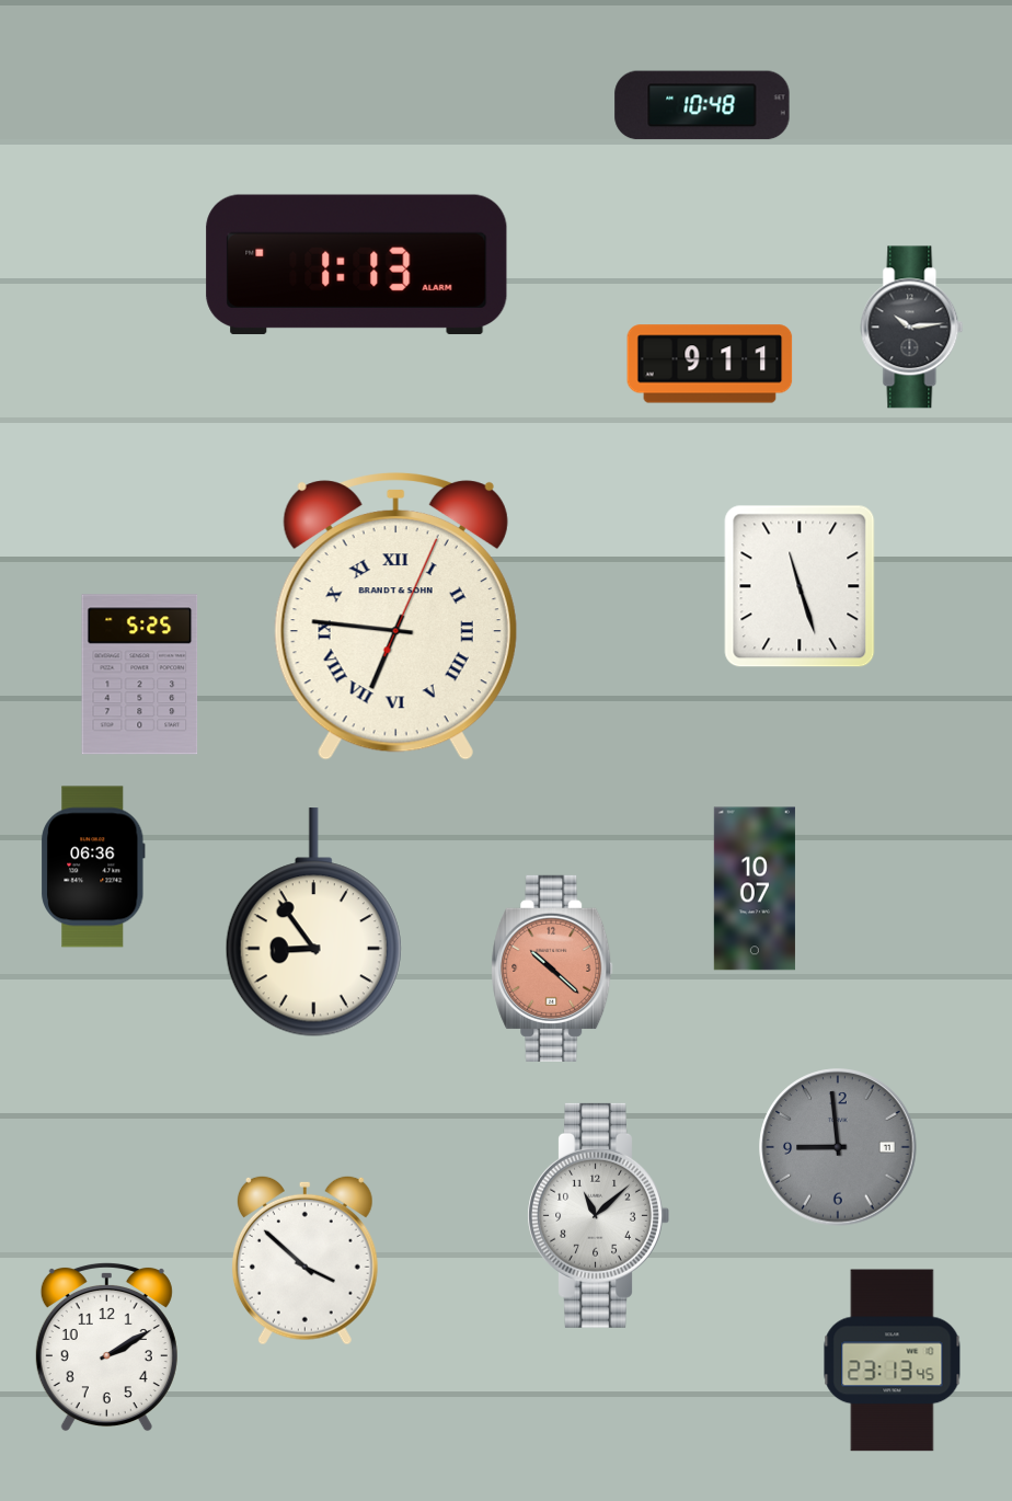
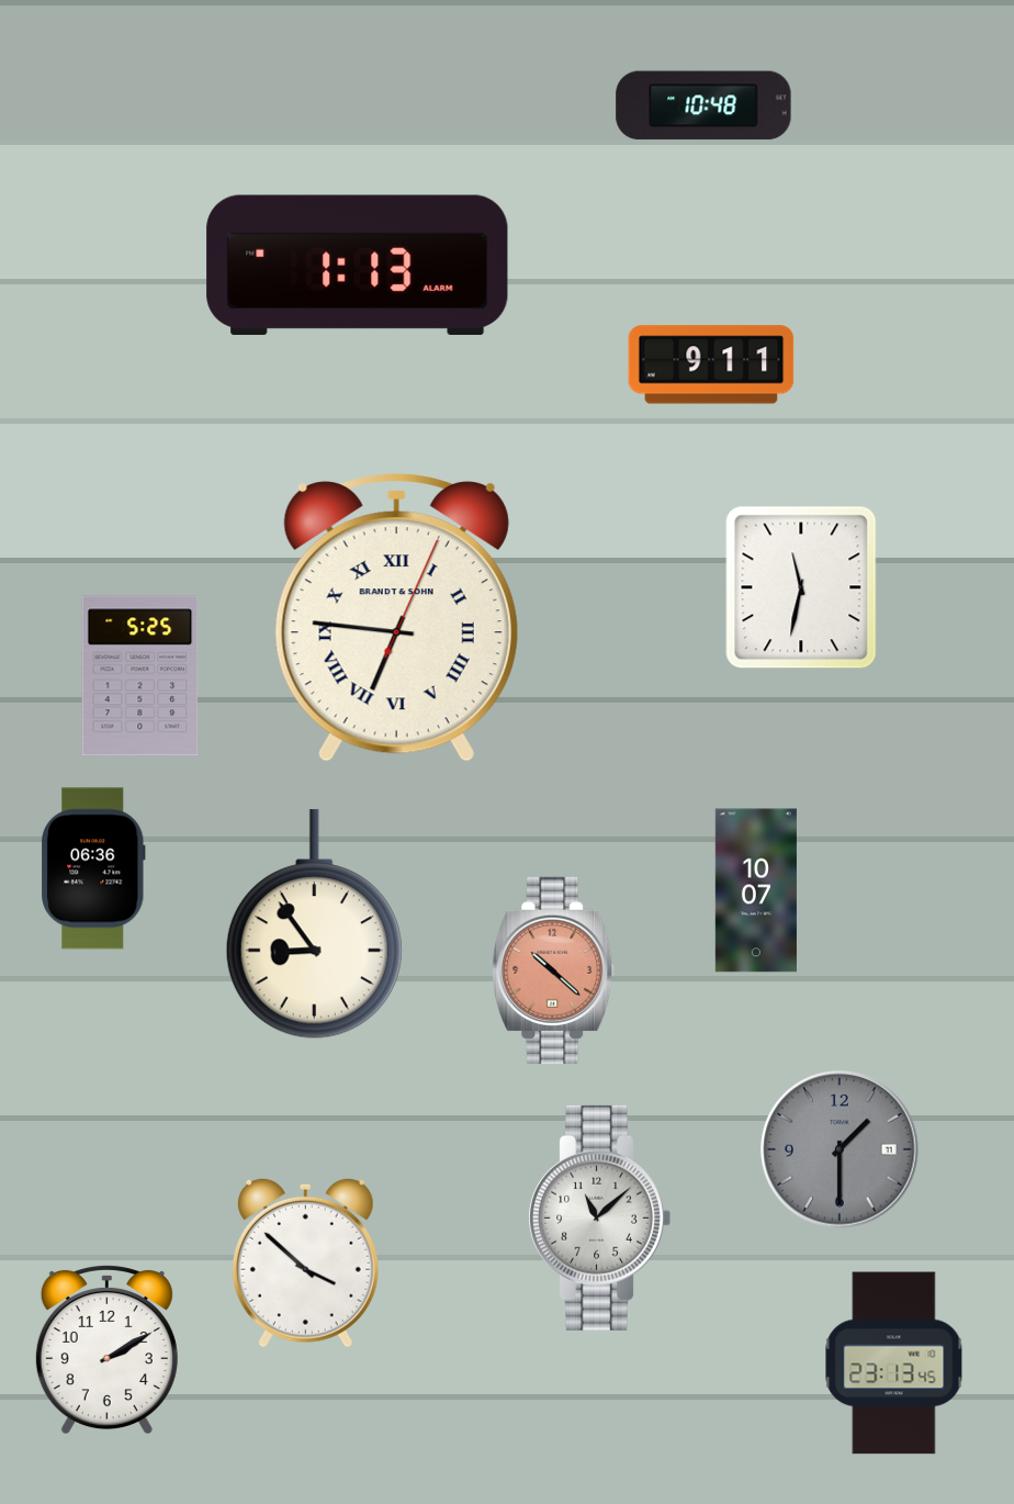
clock at (912, 328): 10:14 -> none
clock at (800, 586): 11:27 -> 11:32
clock at (838, 1147): 8:59 -> 1:30
